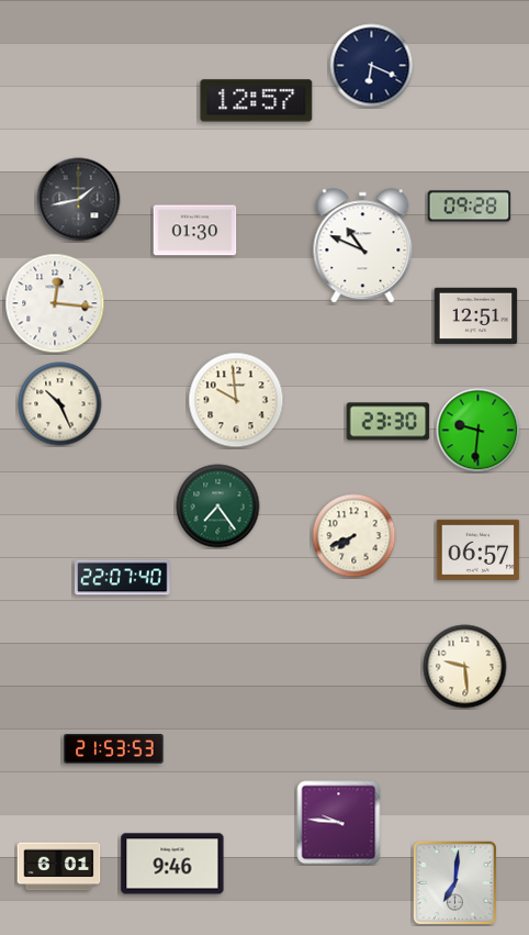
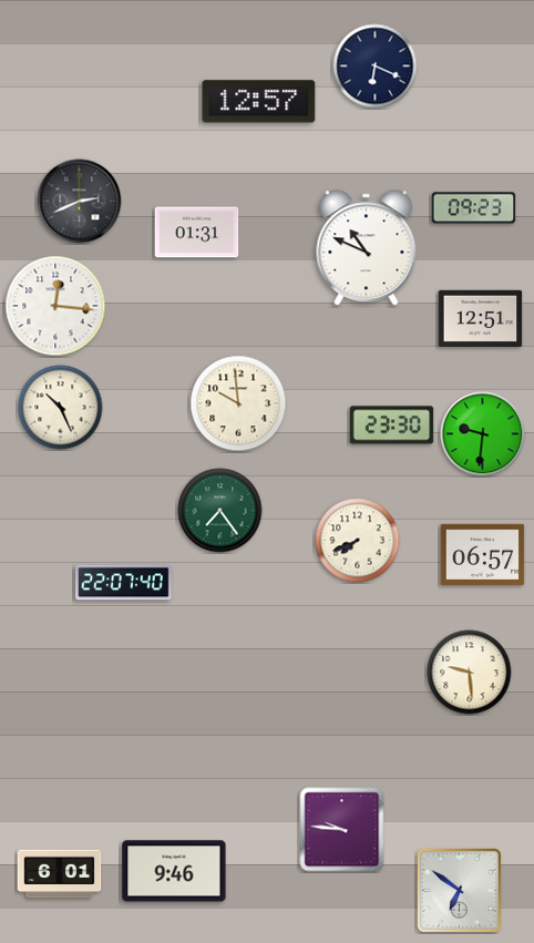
clock at (79, 200): 1:43 -> 2:41
clock at (470, 207): 09:28 -> 09:23
clock at (195, 231): 01:30 -> 01:31
clock at (114, 749): 21:53 -> none
clock at (454, 882): 7:01 -> 6:51
